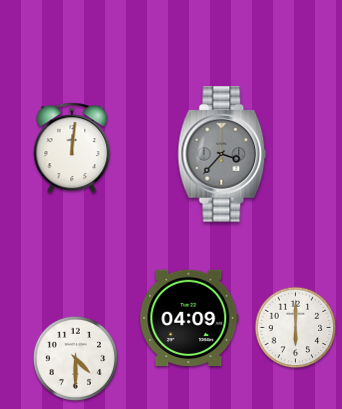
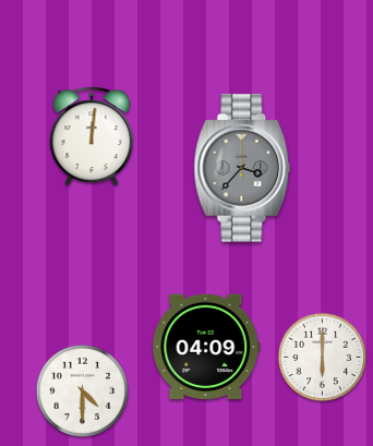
clock at (72, 148) position: (72, 148) -> (92, 136)
